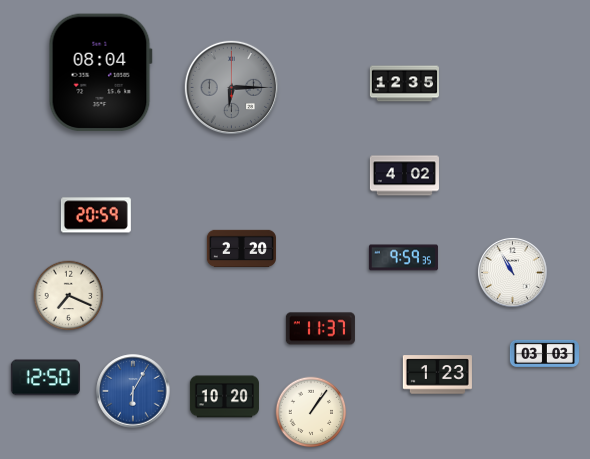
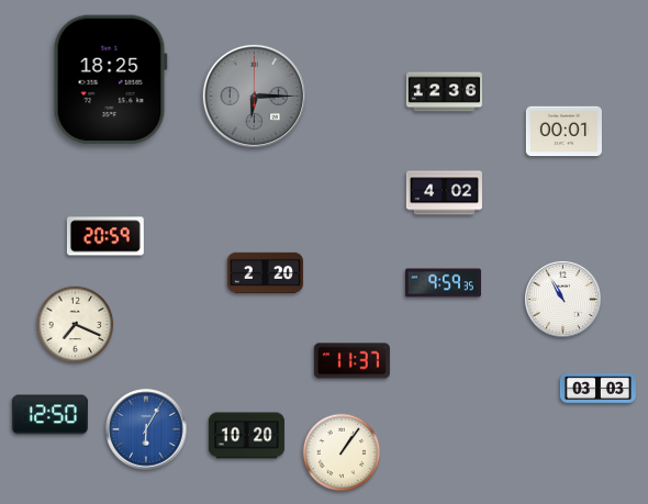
clock at (100, 73): 08:04 -> 18:25
clock at (404, 84): 12:35 -> 12:36
clock at (563, 132): none -> 00:01
clock at (437, 375): 1:23 -> none
